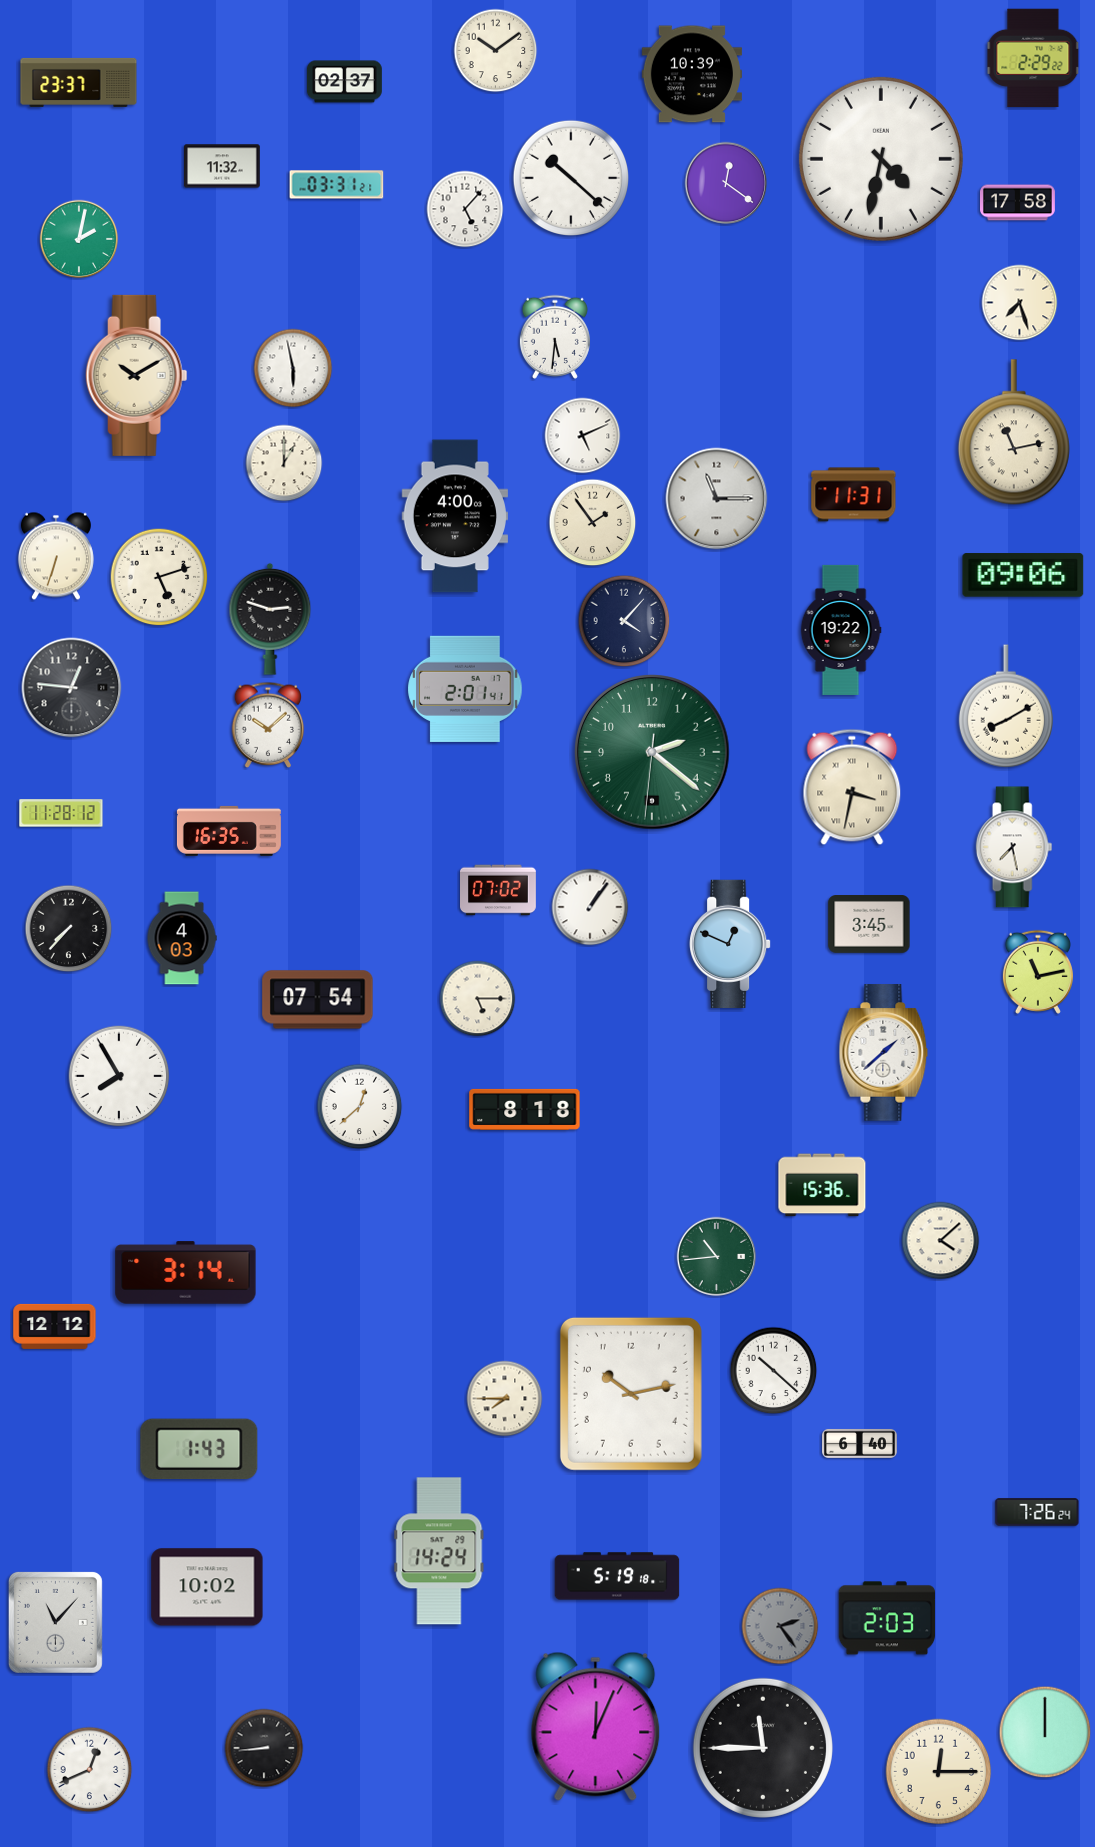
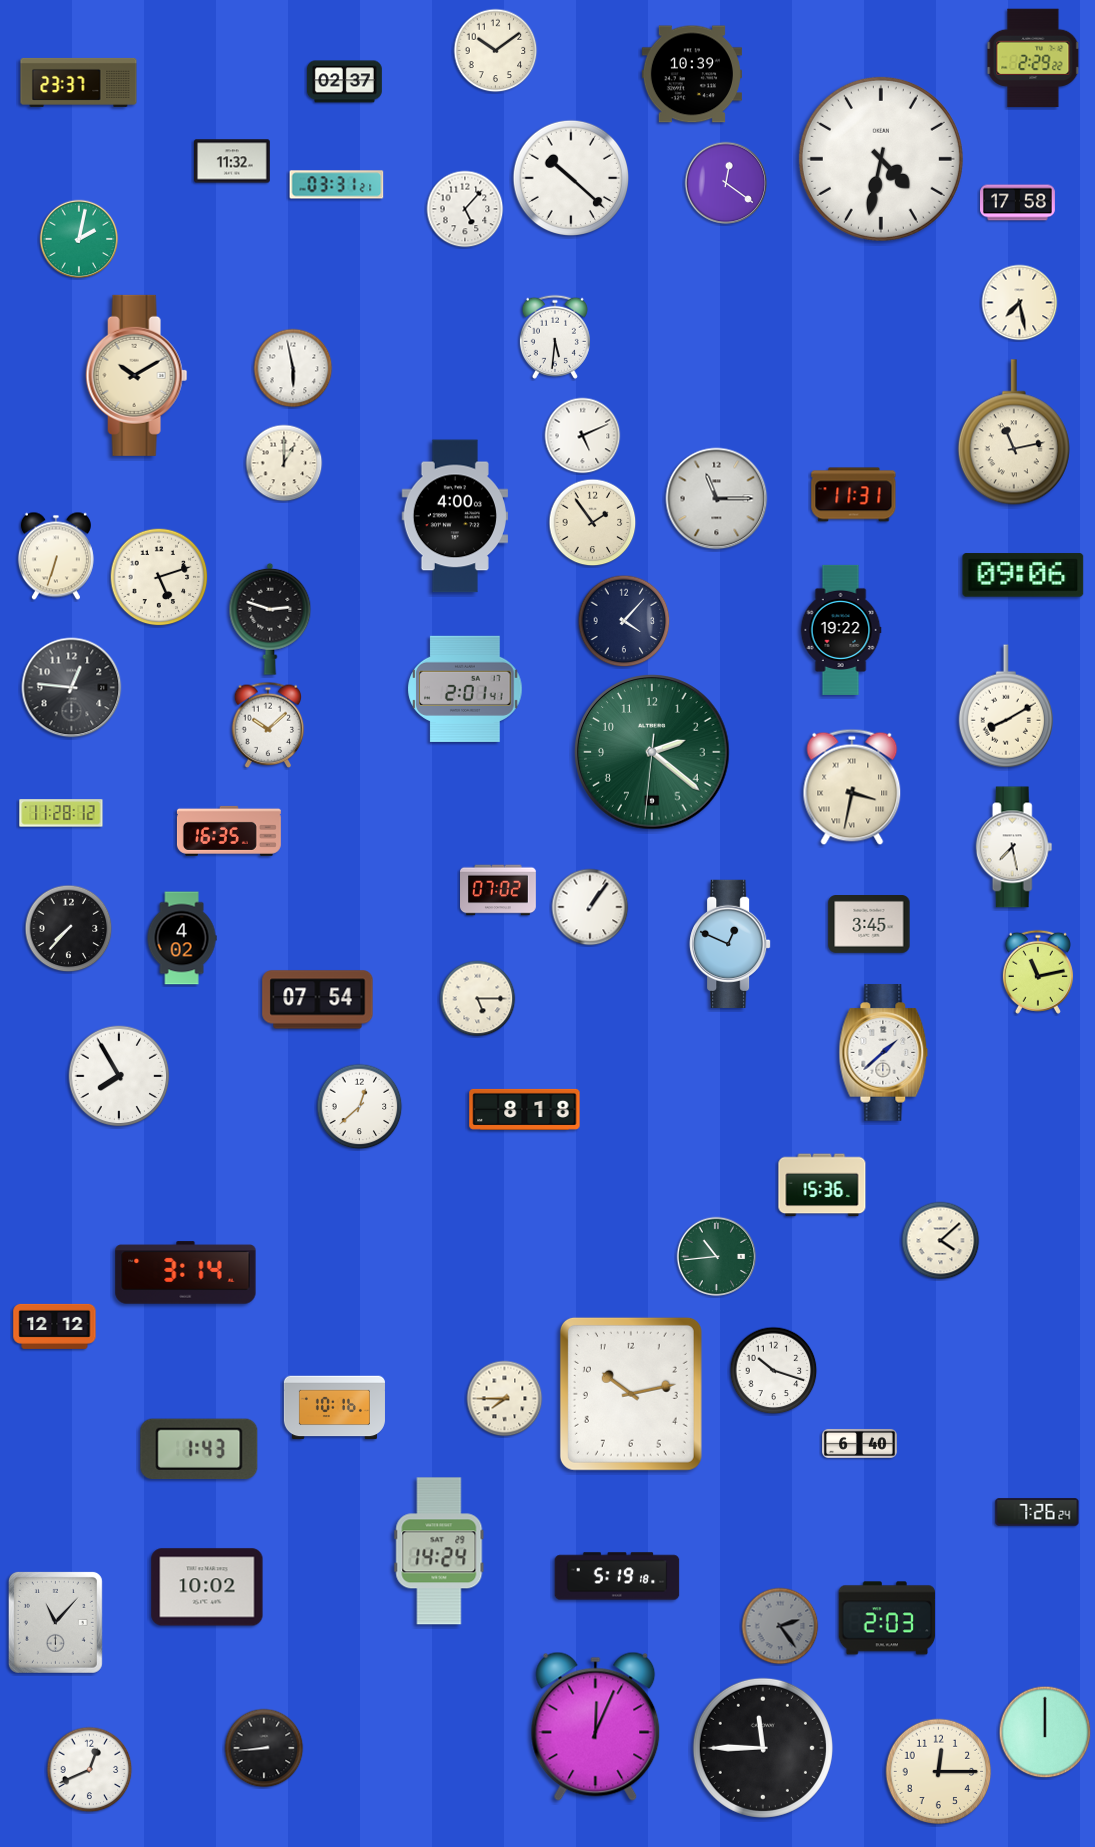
clock at (223, 166) position: (223, 166) -> (233, 161)
clock at (1020, 303): 7:27 -> 7:28
clock at (182, 938): 4:03 -> 4:02
clock at (774, 1371): 10:22 -> 10:18
clock at (334, 1408): none -> 10:16
